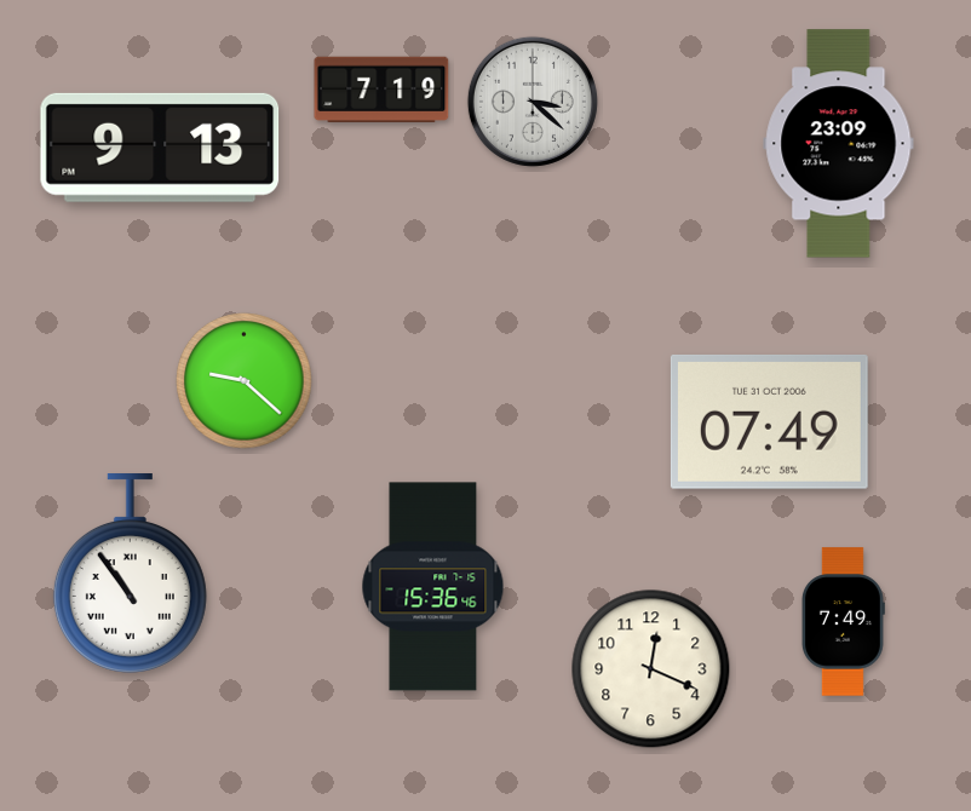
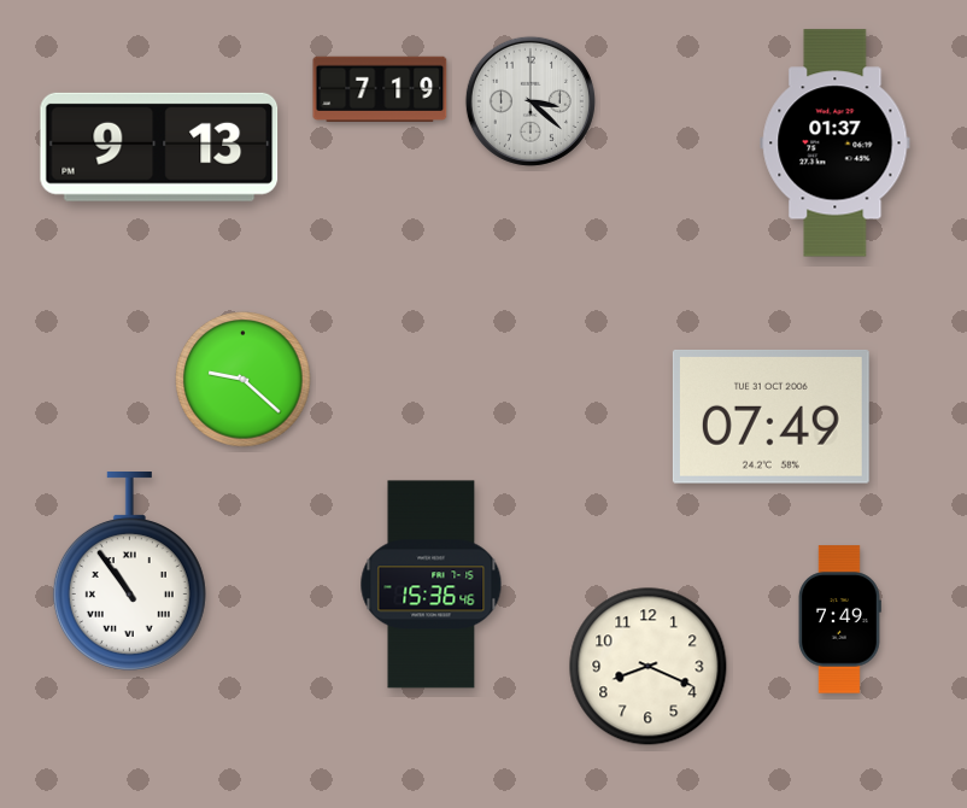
clock at (839, 144): 23:09 -> 01:37
clock at (769, 421) position: (769, 421) -> (770, 416)
clock at (651, 669): 12:19 -> 8:19
